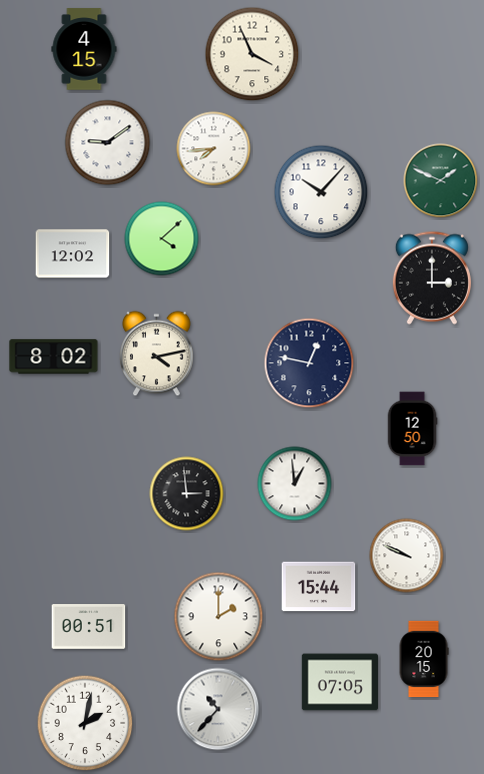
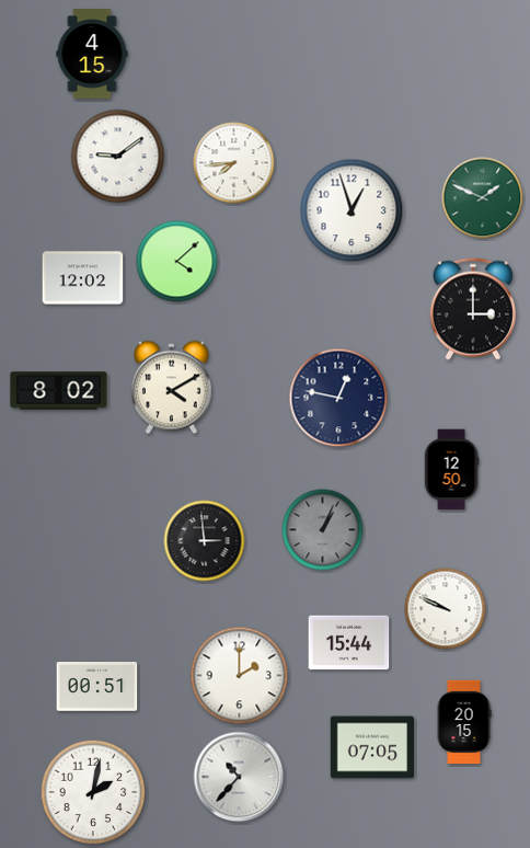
clock at (252, 54): 3:56 -> none
clock at (321, 192): 10:07 -> 12:57
clock at (73, 254) position: (73, 254) -> (83, 278)
clock at (432, 278) position: (432, 278) -> (473, 309)
clock at (157, 354): 4:13 -> 4:10
clock at (295, 484): 12:59 -> 1:04
clock at (295, 484) dial: white -> grey
